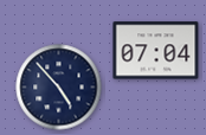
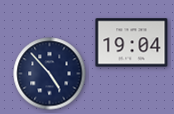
clock at (156, 51): 07:04 -> 19:04
